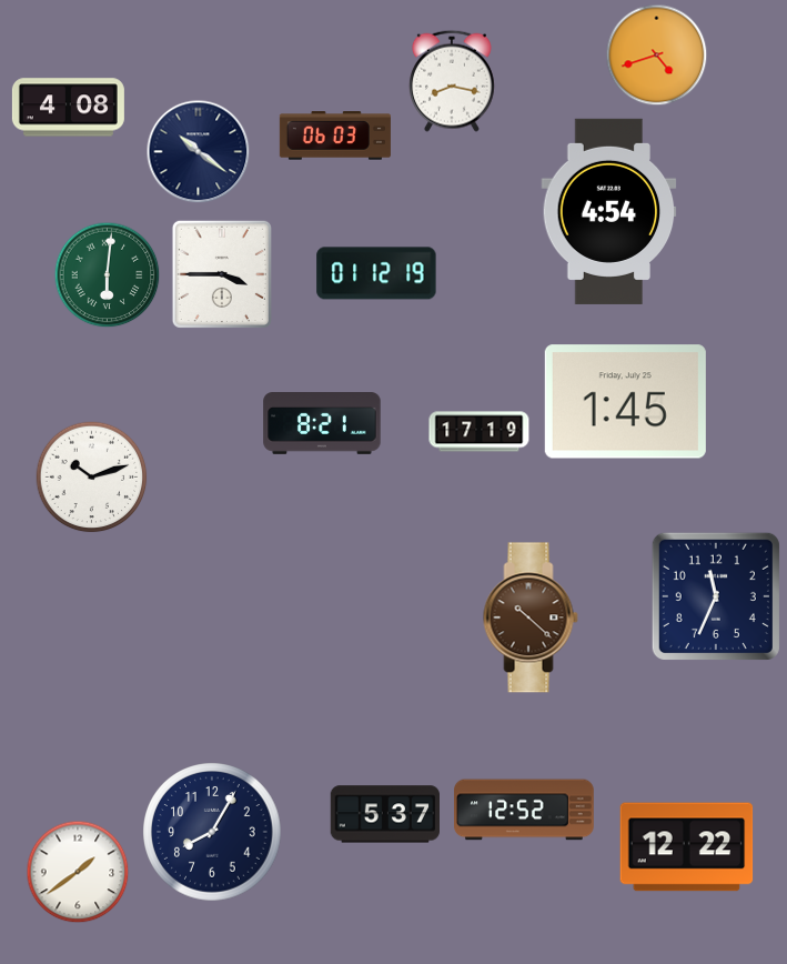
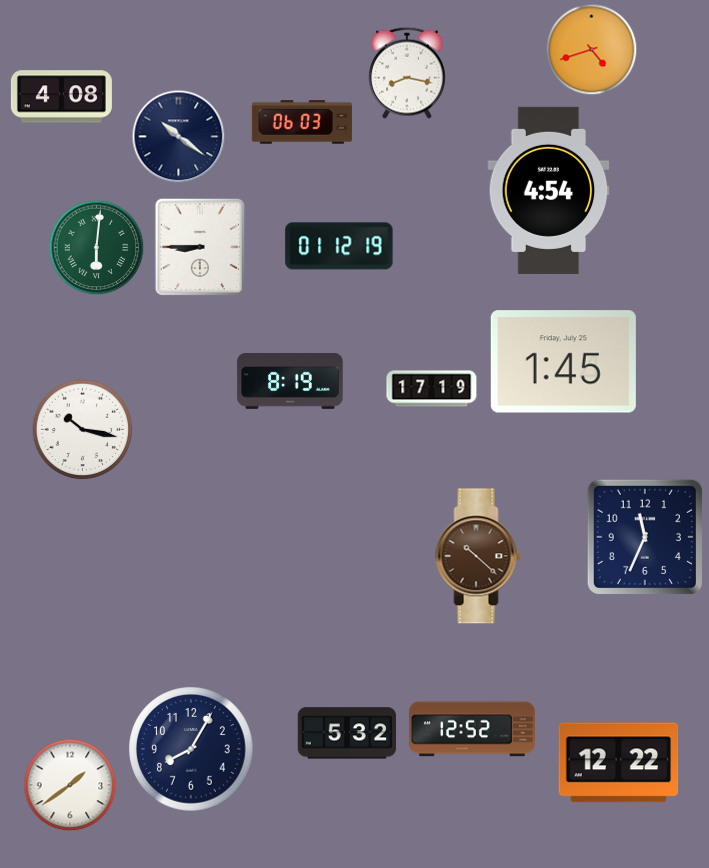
clock at (222, 274): 3:45 -> 8:45
clock at (322, 424): 8:21 -> 8:19
clock at (92, 478): 10:12 -> 10:17
clock at (384, 814): 5:37 -> 5:32
